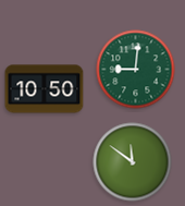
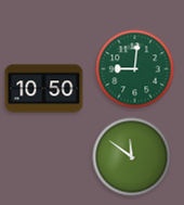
clock at (133, 162) position: (133, 162) -> (132, 157)
